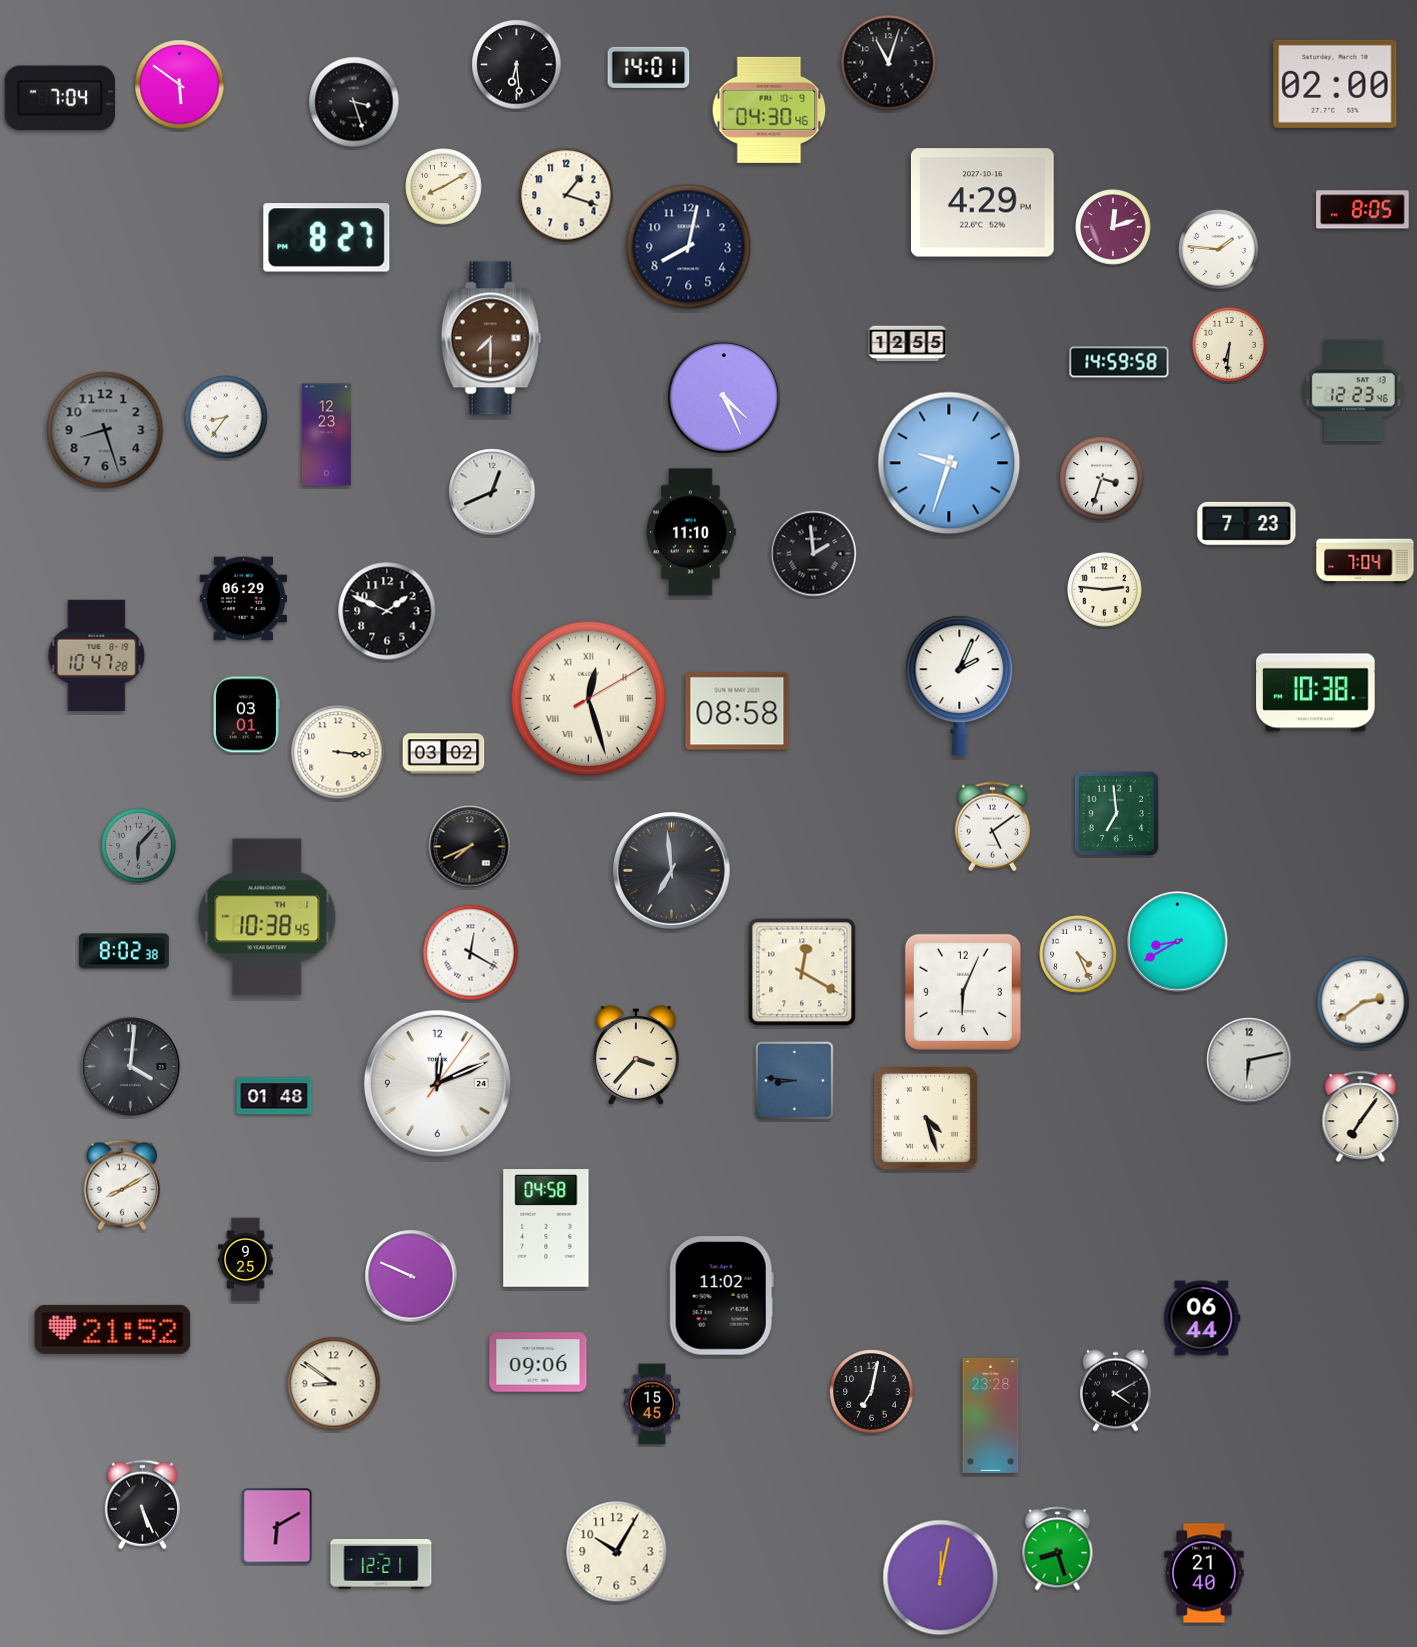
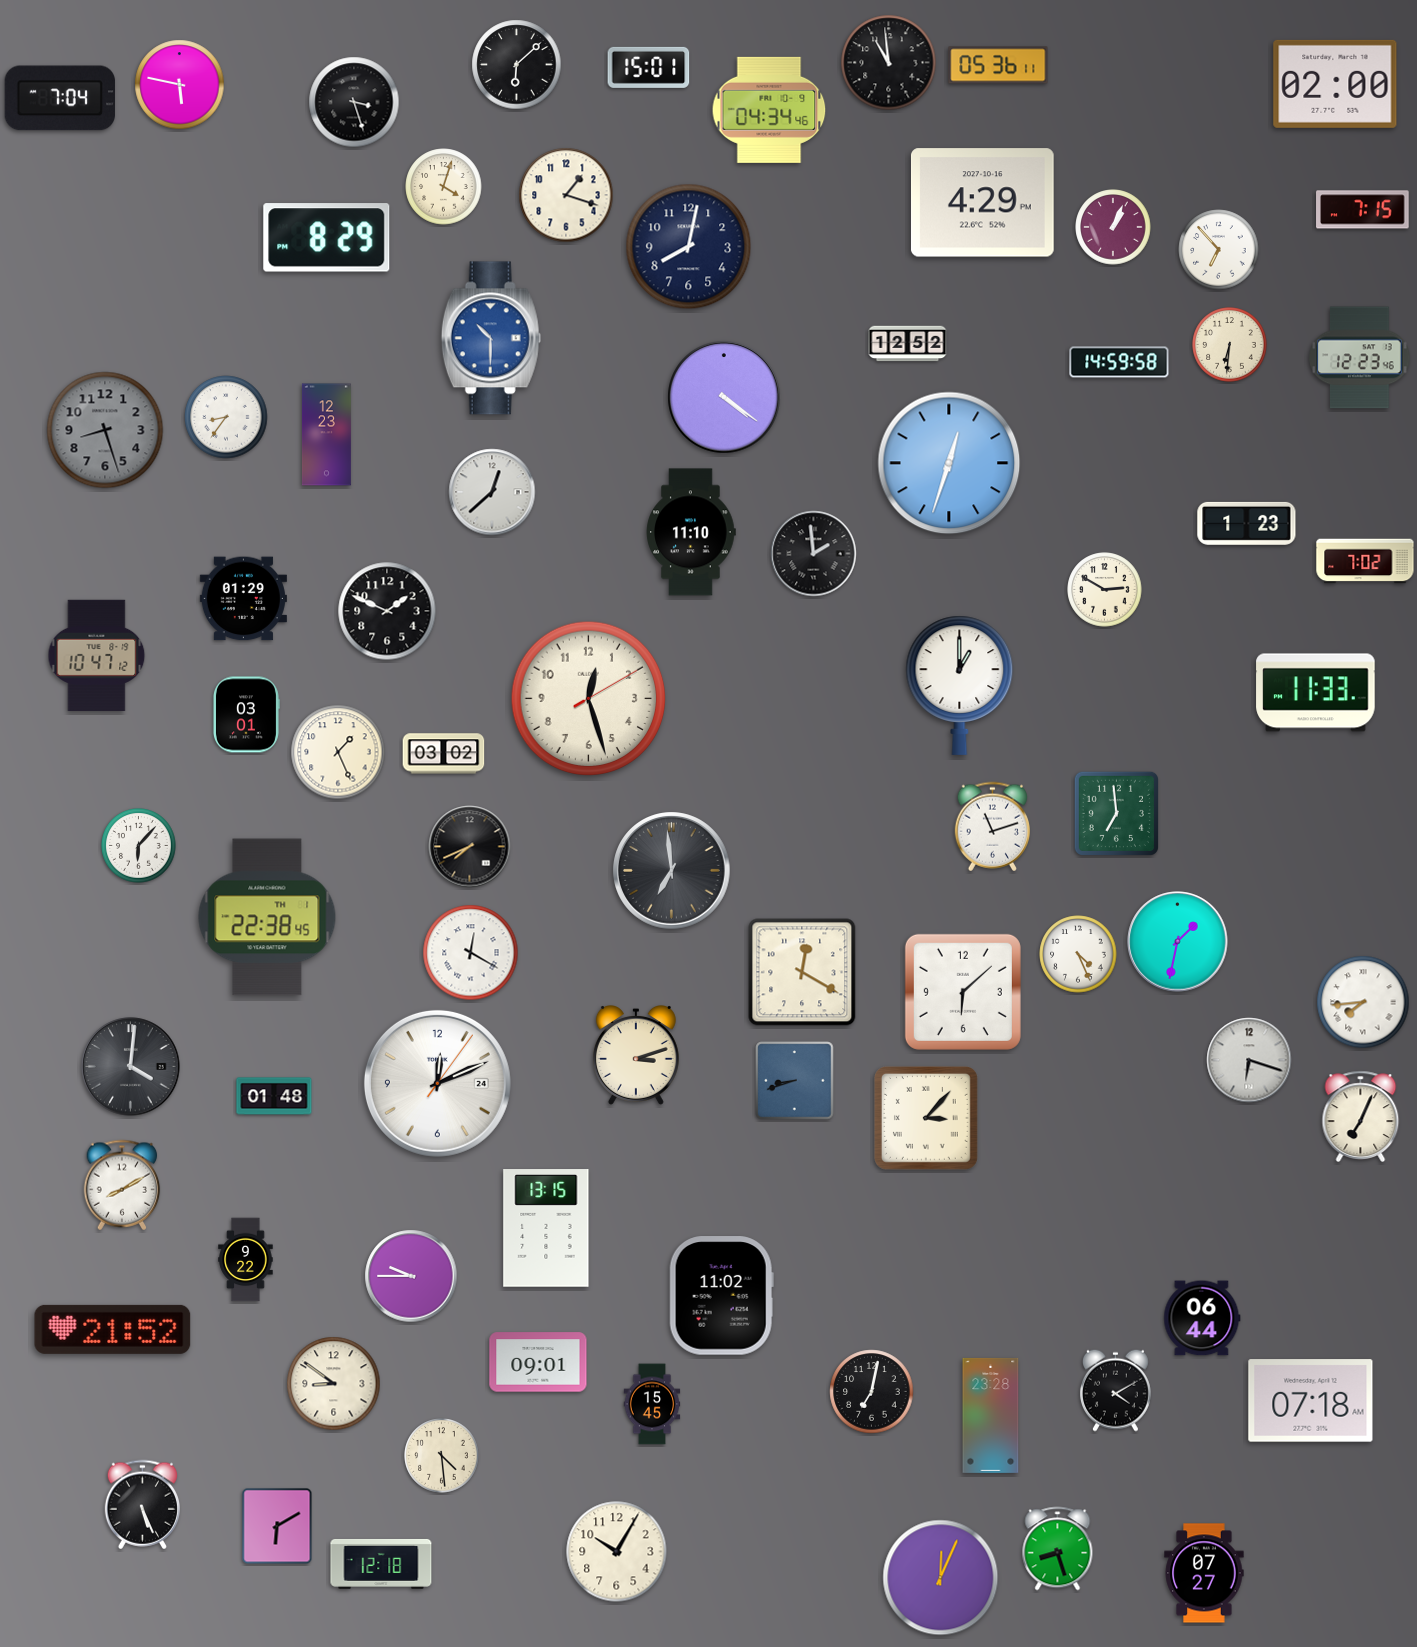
clock at (889, 63): 11:03 -> 10:59
clock at (517, 65): 6:29 -> 6:08
clock at (998, 65): none -> 05:36
clock at (649, 67): 14:01 -> 15:01
clock at (180, 85): 5:51 -> 5:47
clock at (769, 110): 04:30 -> 04:34
clock at (444, 187): 8:10 -> 4:03
clock at (1363, 210): 8:05 -> 7:15
clock at (1113, 227): 12:12 -> 1:04
clock at (327, 238): 8:27 -> 8:29
clock at (1219, 250): 1:46 -> 6:53
clock at (491, 338): 7:30 -> 10:30
clock at (491, 338) dial: brown -> blue
clock at (908, 344): 12:55 -> 12:52
clock at (1354, 391) position: (1354, 391) -> (1360, 358)
clock at (724, 397): 4:26 -> 4:21
clock at (949, 463): 9:33 -> 12:33
clock at (1102, 479): 3:33 -> none
clock at (492, 492): 12:41 -> 12:38
clock at (1247, 523): 7:23 -> 1:23
clock at (1365, 561): 7:04 -> 7:02
clock at (1105, 590): 2:46 -> 2:50
clock at (243, 599): 06:29 -> 01:29
clock at (97, 655): 10:47:28 -> 10:47:12
clock at (960, 685): 2:04 -> 1:00
clock at (1316, 693): 10:38 -> 11:33
clock at (589, 699) numerals: Roman -> Arabic
clock at (737, 711): 08:58 -> none
clock at (338, 752): 3:16 -> 1:26
clock at (992, 827): 5:09 -> 11:12
clock at (139, 846) dial: grey -> white
clock at (267, 917): 10:38 -> 22:38
clock at (1178, 942): 8:40 -> 1:32
clock at (124, 951): 8:02 -> none
clock at (963, 992): 6:04 -> 6:08
clock at (1363, 1002): 2:39 -> 7:44
clock at (636, 1056): 3:37 -> 3:12
clock at (1249, 1060): 6:13 -> 6:18
clock at (795, 1081): 8:46 -> 8:42
clock at (1361, 1116): 7:06 -> 7:04
clock at (926, 1118): 4:27 -> 3:07
clock at (546, 1228): 04:58 -> 13:15
clock at (246, 1260): 9:25 -> 9:22
clock at (411, 1276): 9:49 -> 9:45
clock at (538, 1362): 09:06 -> 09:01
clock at (1311, 1401): none -> 07:18
clock at (442, 1456): none -> 4:29
clock at (381, 1564): 12:21 -> 12:18
clock at (1204, 1573): 21:40 -> 07:27
clock at (941, 1578): 12:02 -> 12:04
